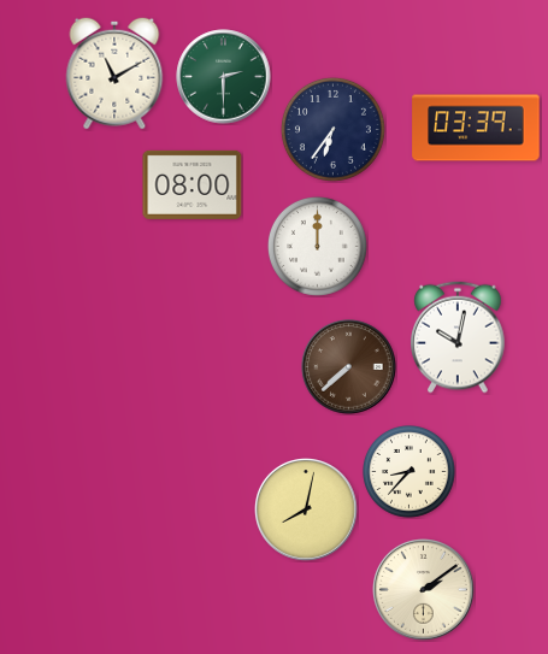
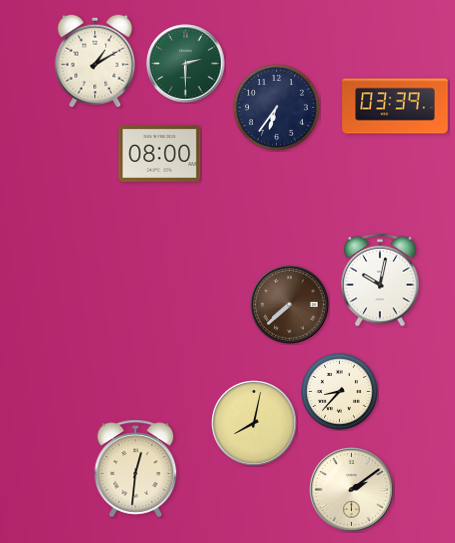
clock at (114, 73): 11:10 -> 1:10
clock at (317, 246): 12:00 -> none
clock at (136, 469): none -> 12:31
